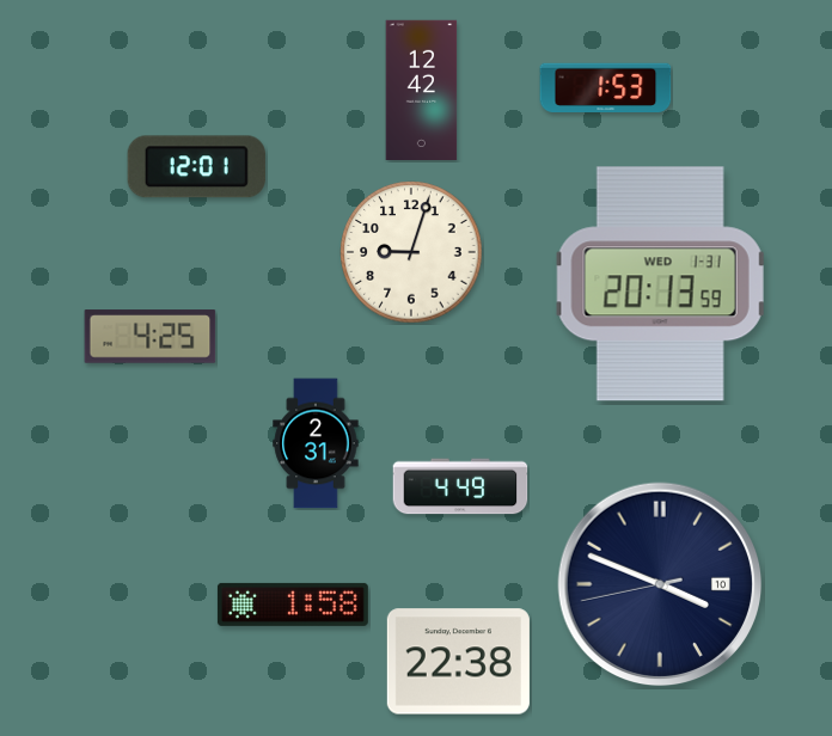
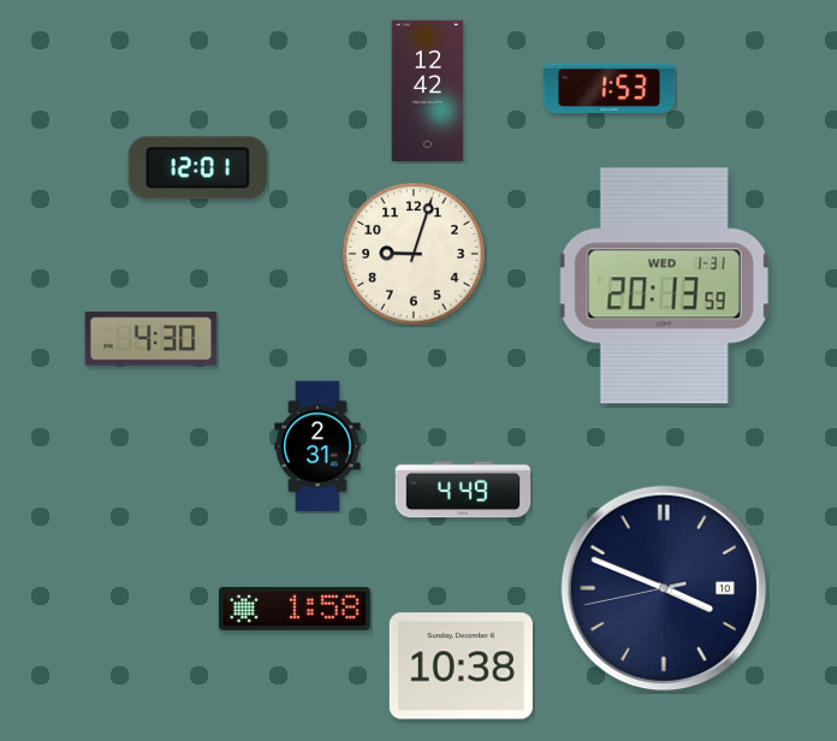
clock at (422, 90) position: (422, 90) -> (428, 90)
clock at (151, 337): 4:25 -> 4:30
clock at (458, 662): 22:38 -> 10:38
